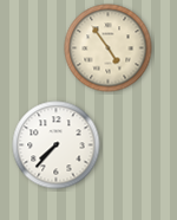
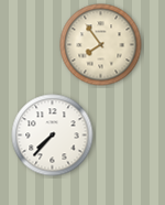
clock at (109, 48): 4:54 -> 7:54
